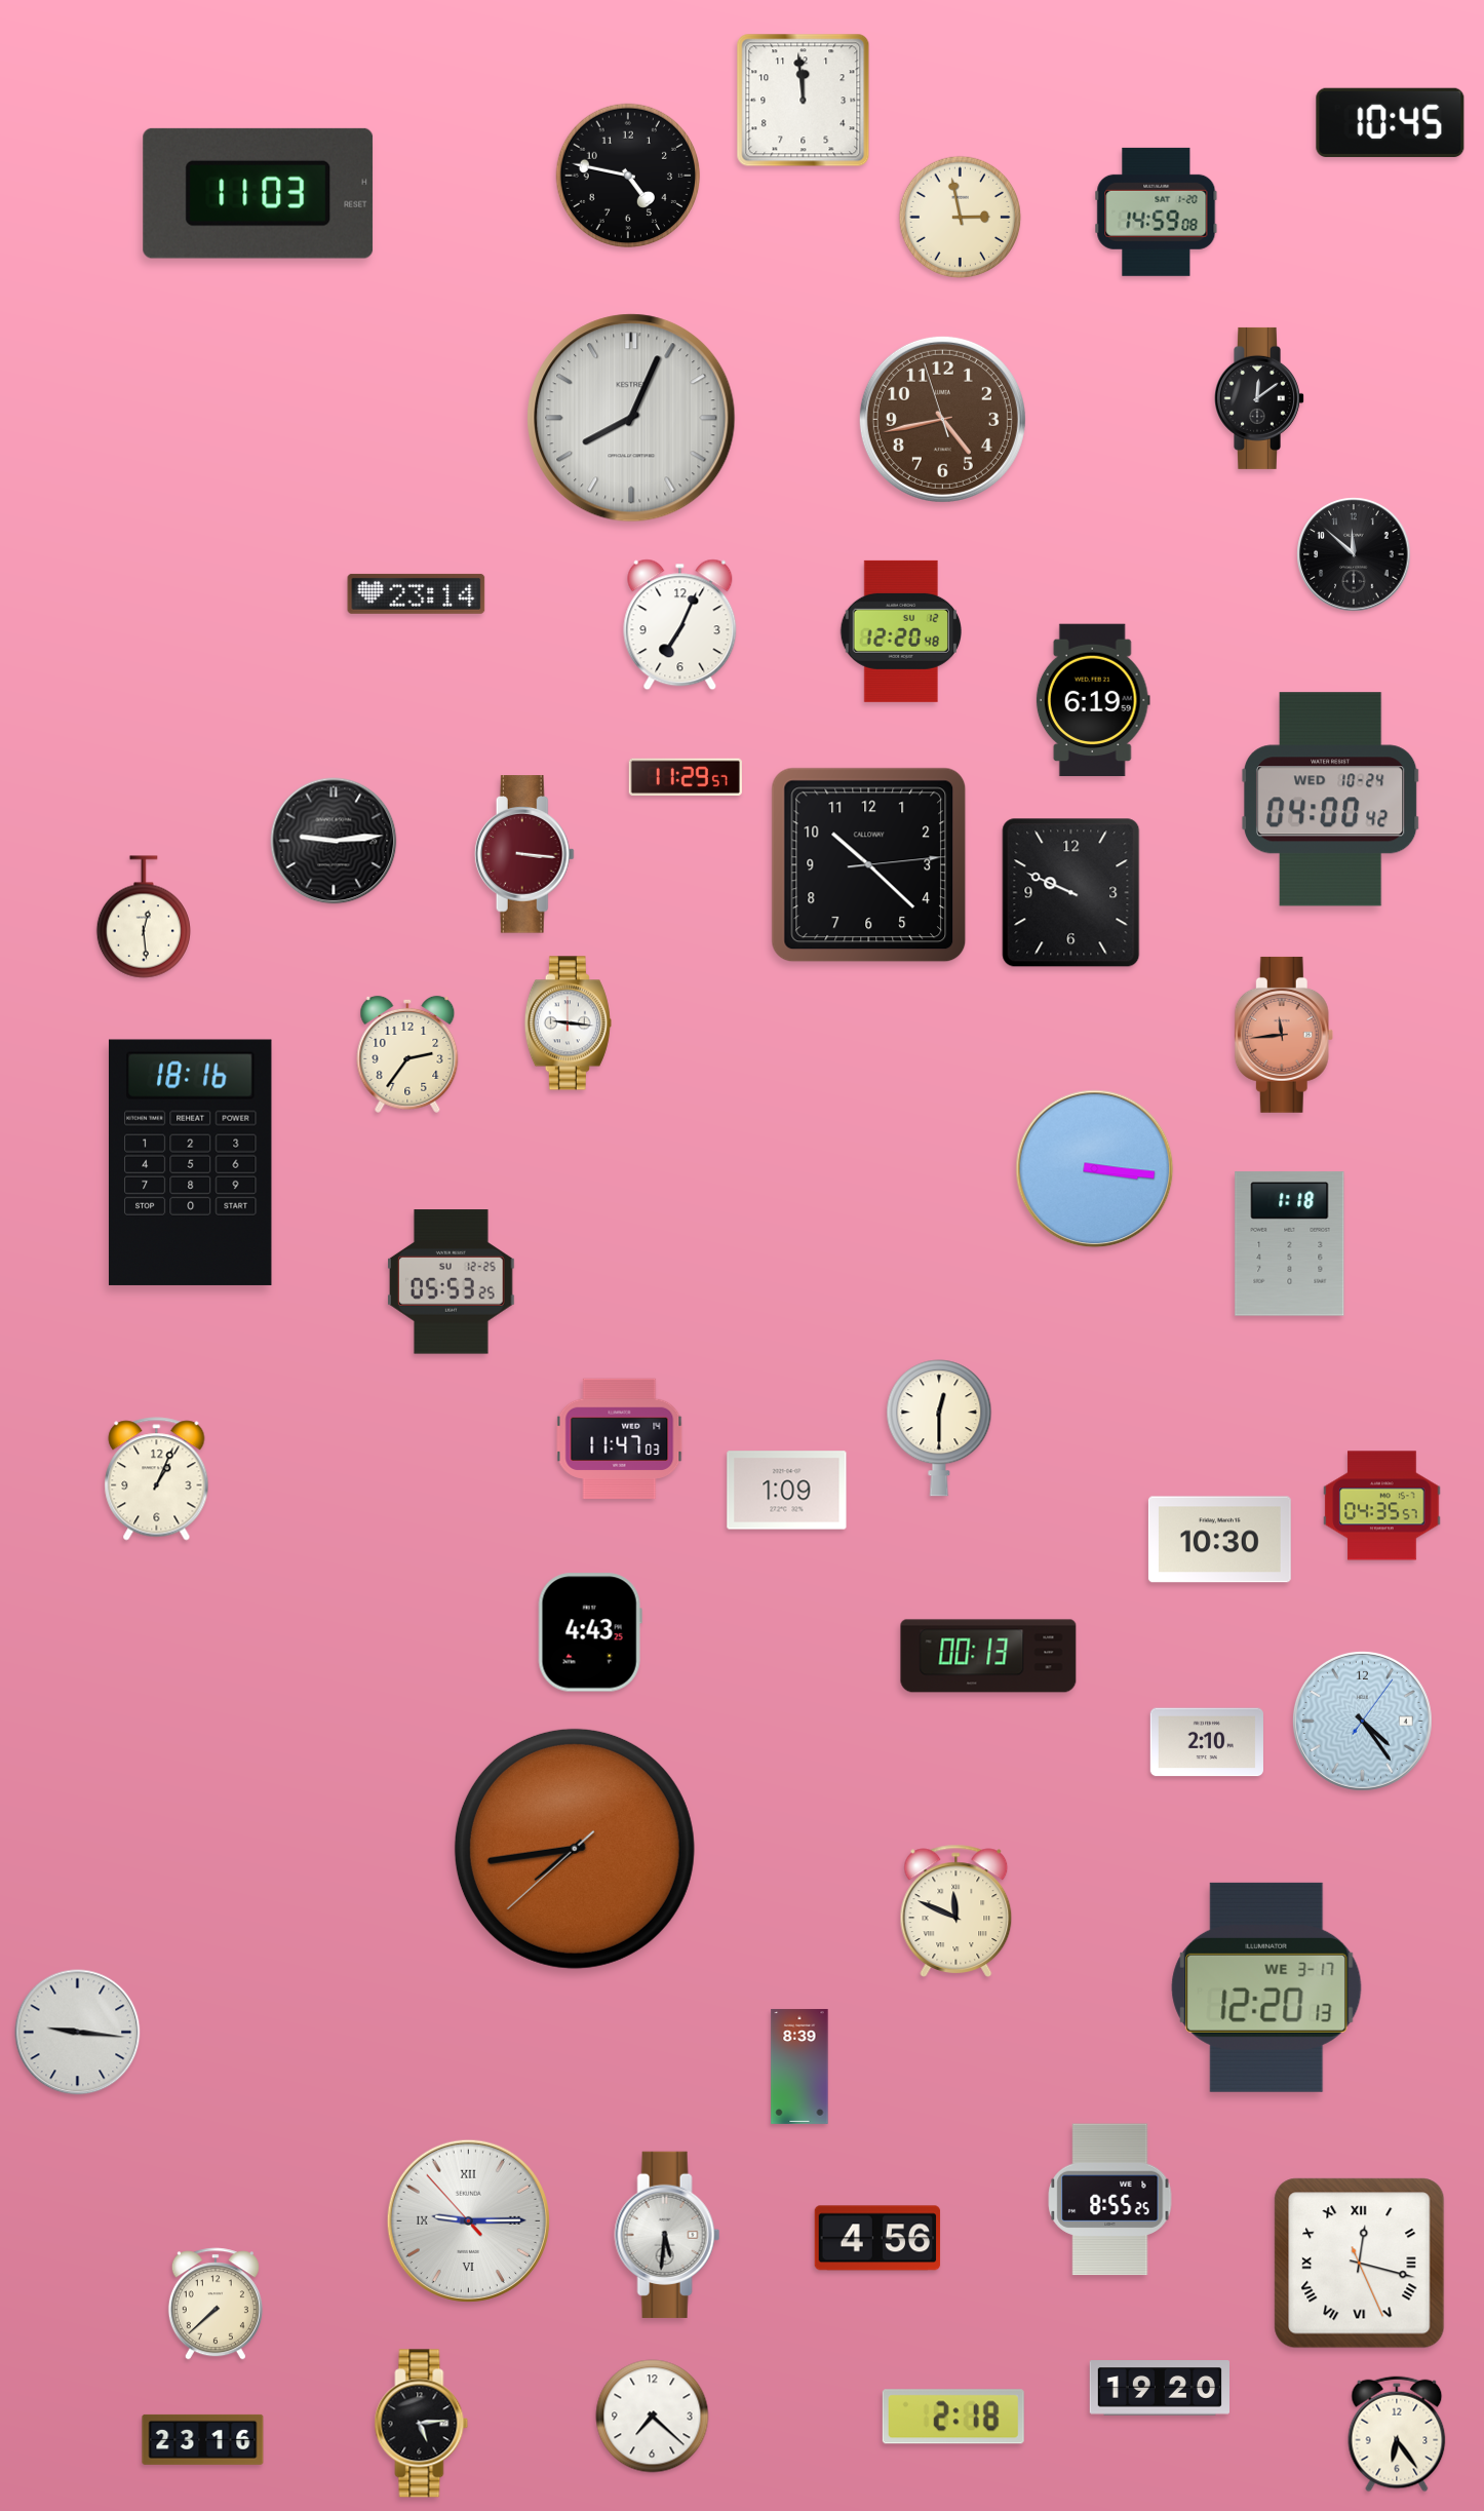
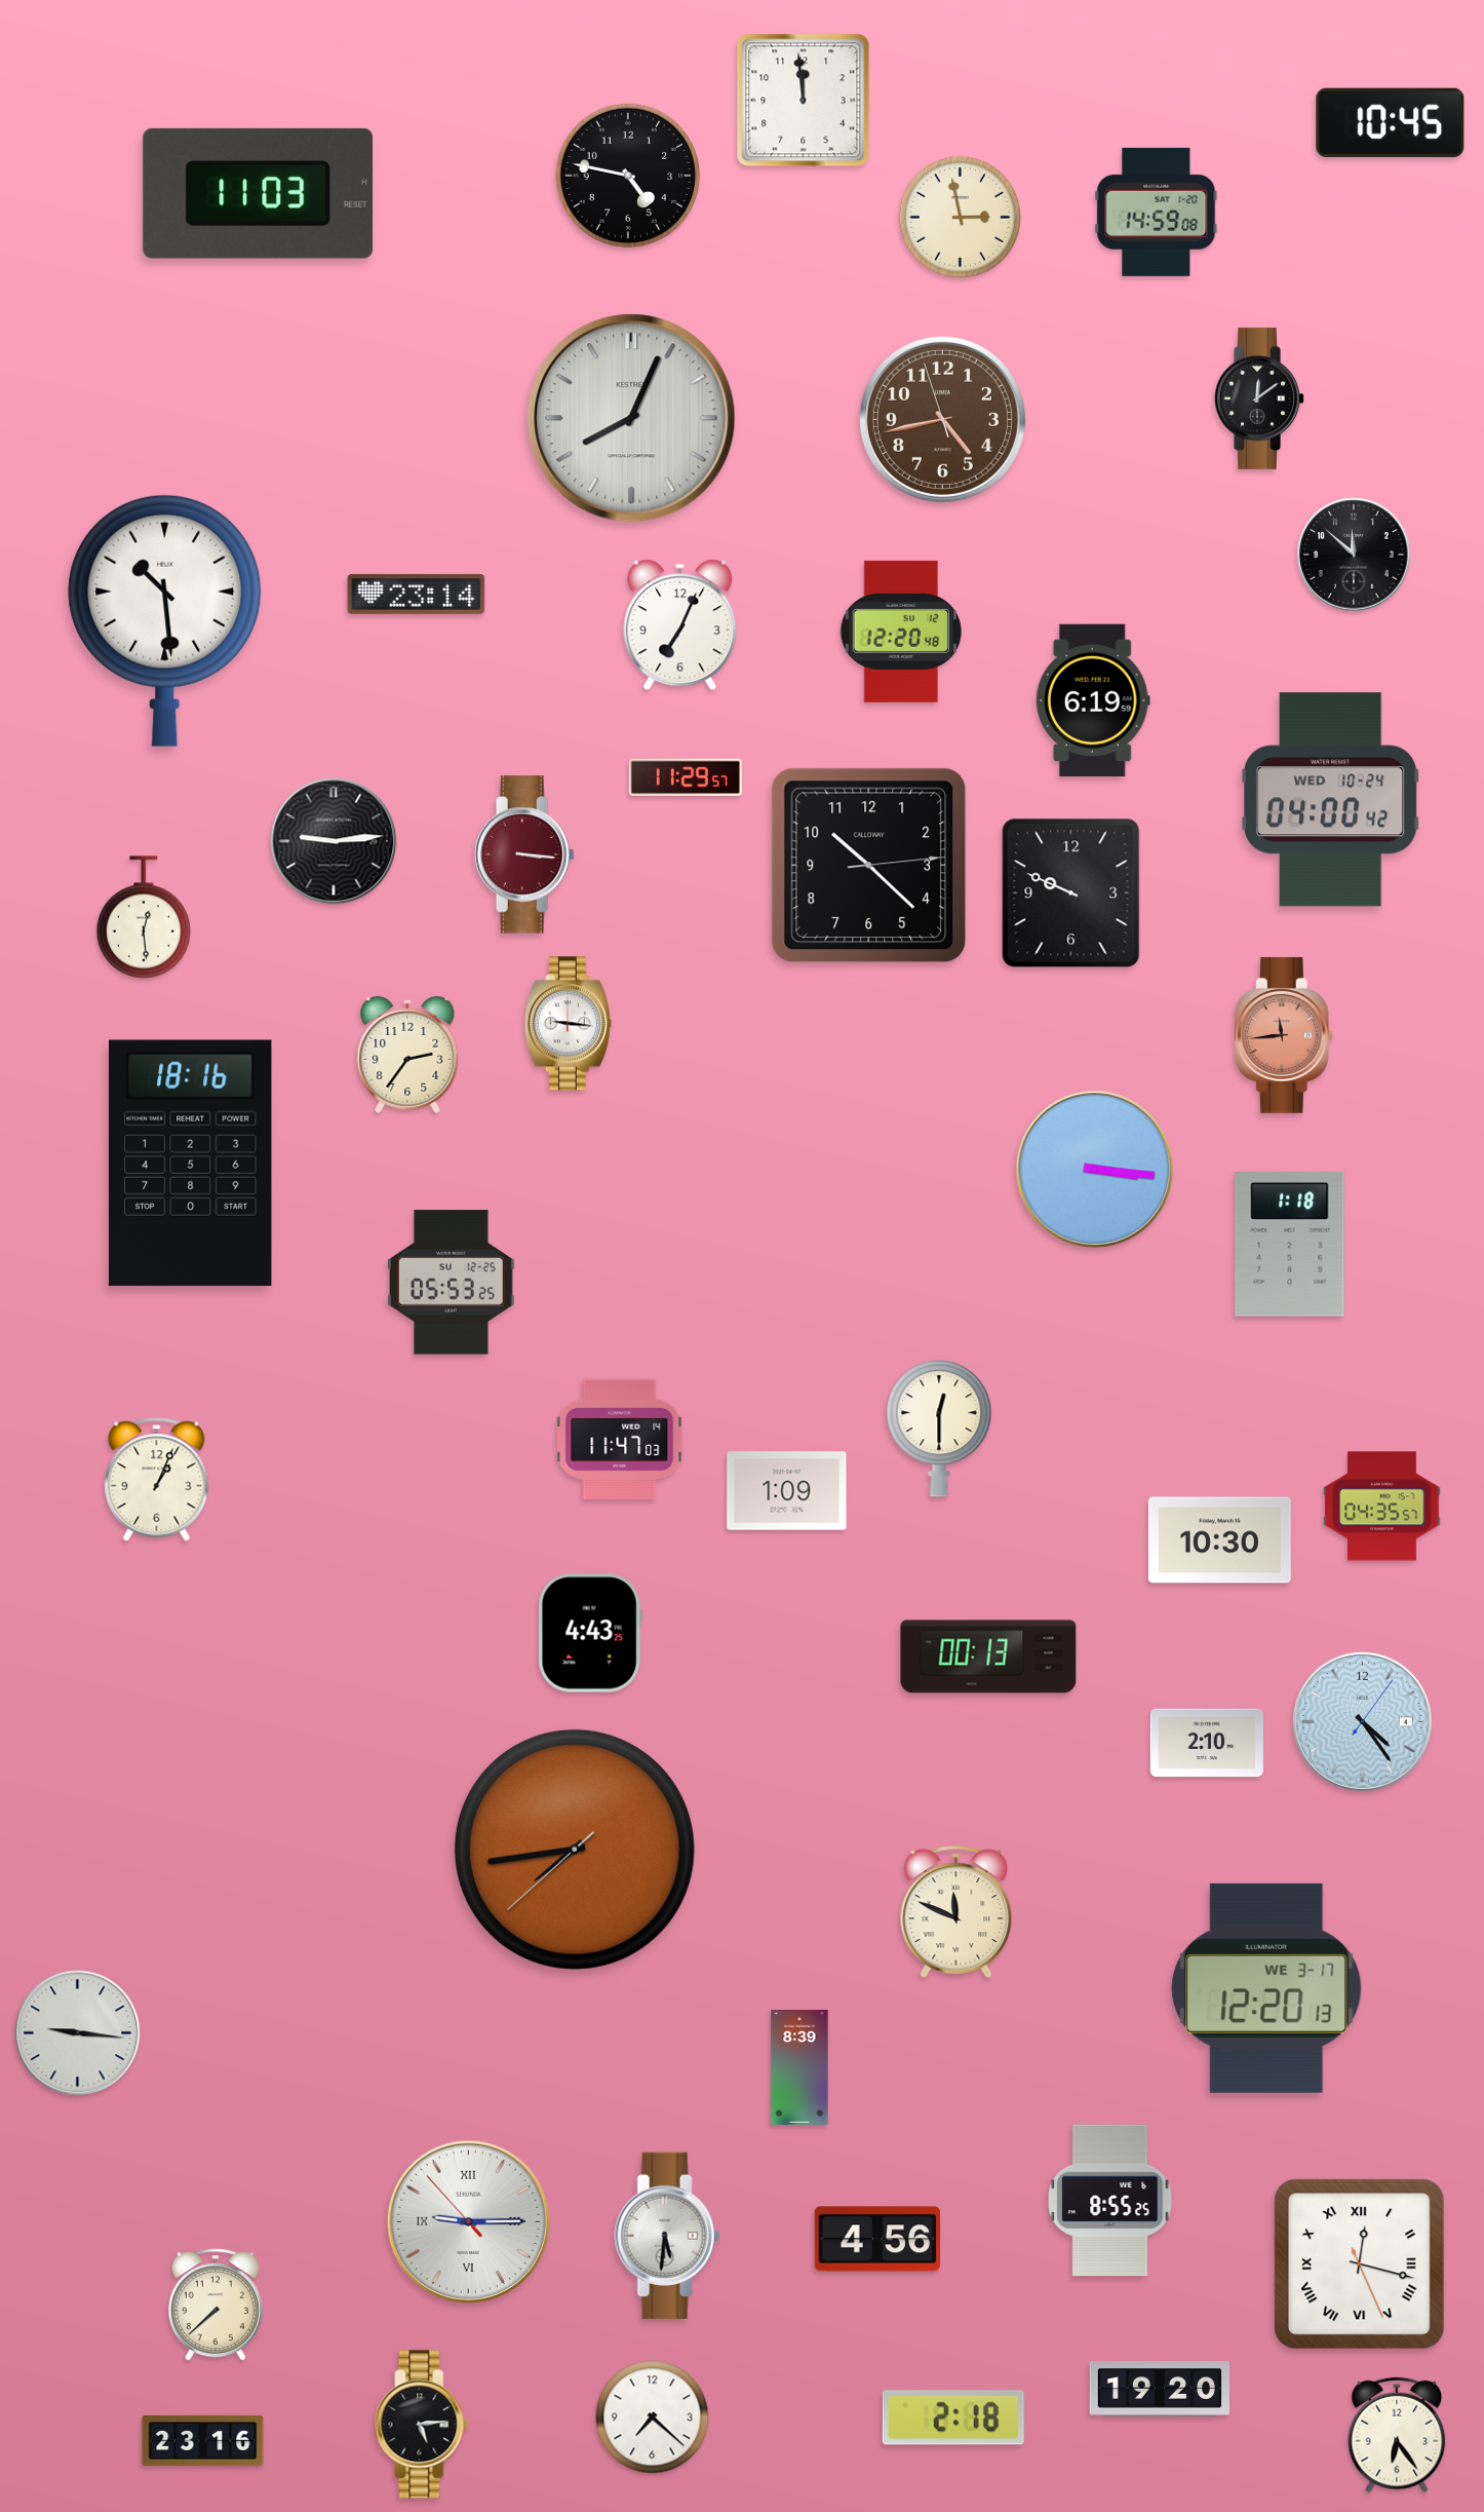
clock at (165, 620): none -> 10:29
